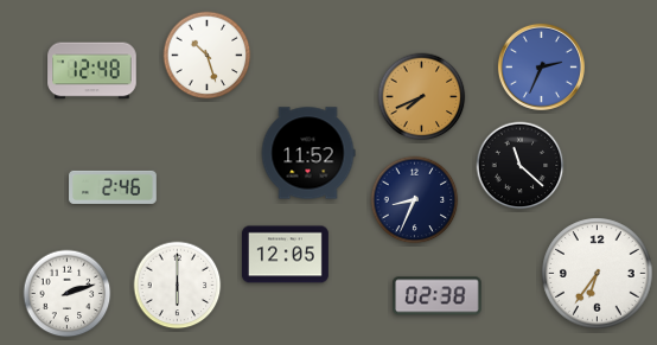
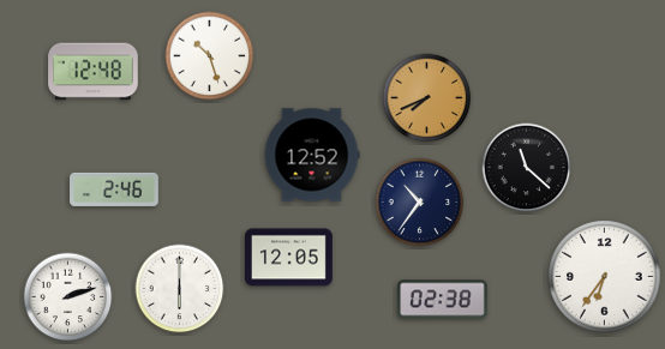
clock at (541, 66): 2:34 -> none
clock at (308, 153): 11:52 -> 12:52
clock at (415, 200): 8:34 -> 10:36
